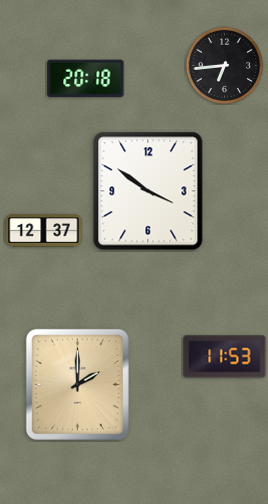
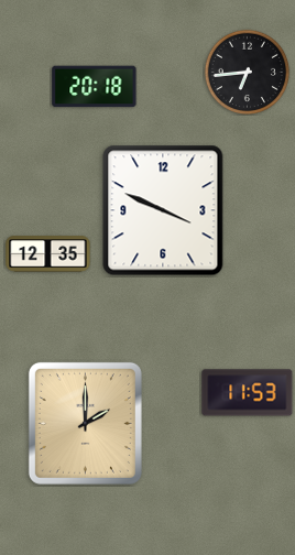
clock at (148, 191): 3:51 -> 3:49
clock at (44, 231): 12:37 -> 12:35
